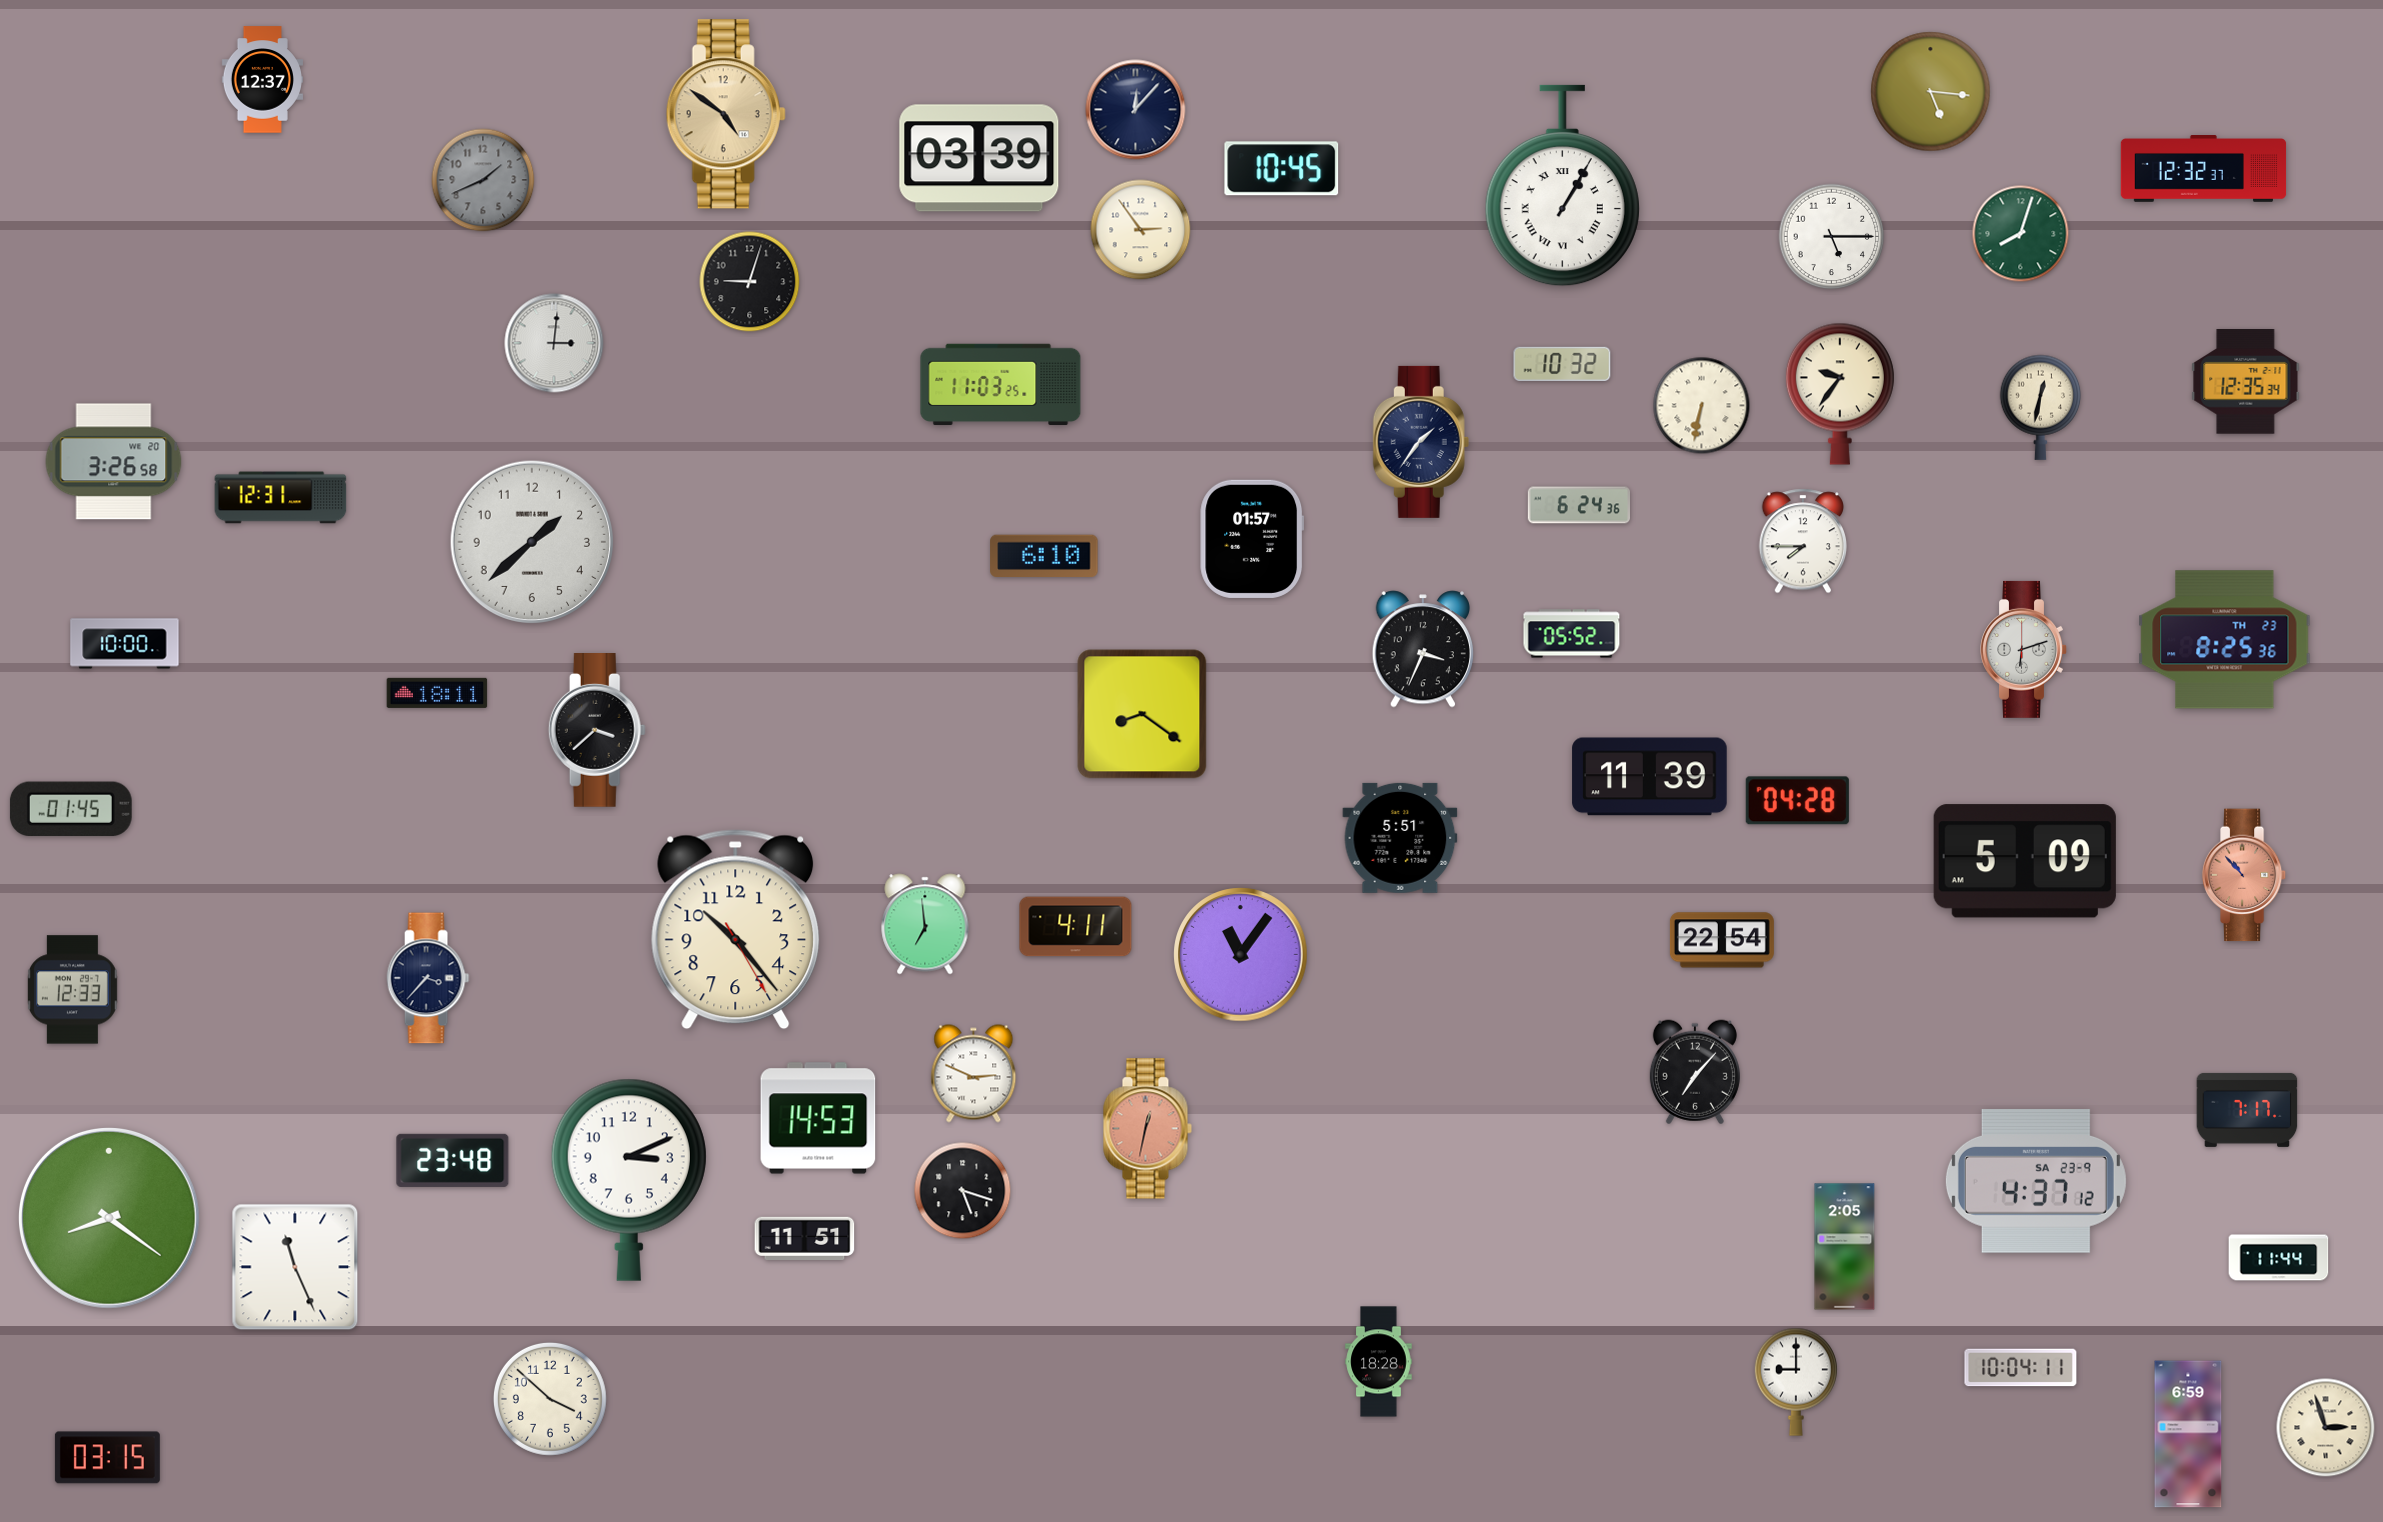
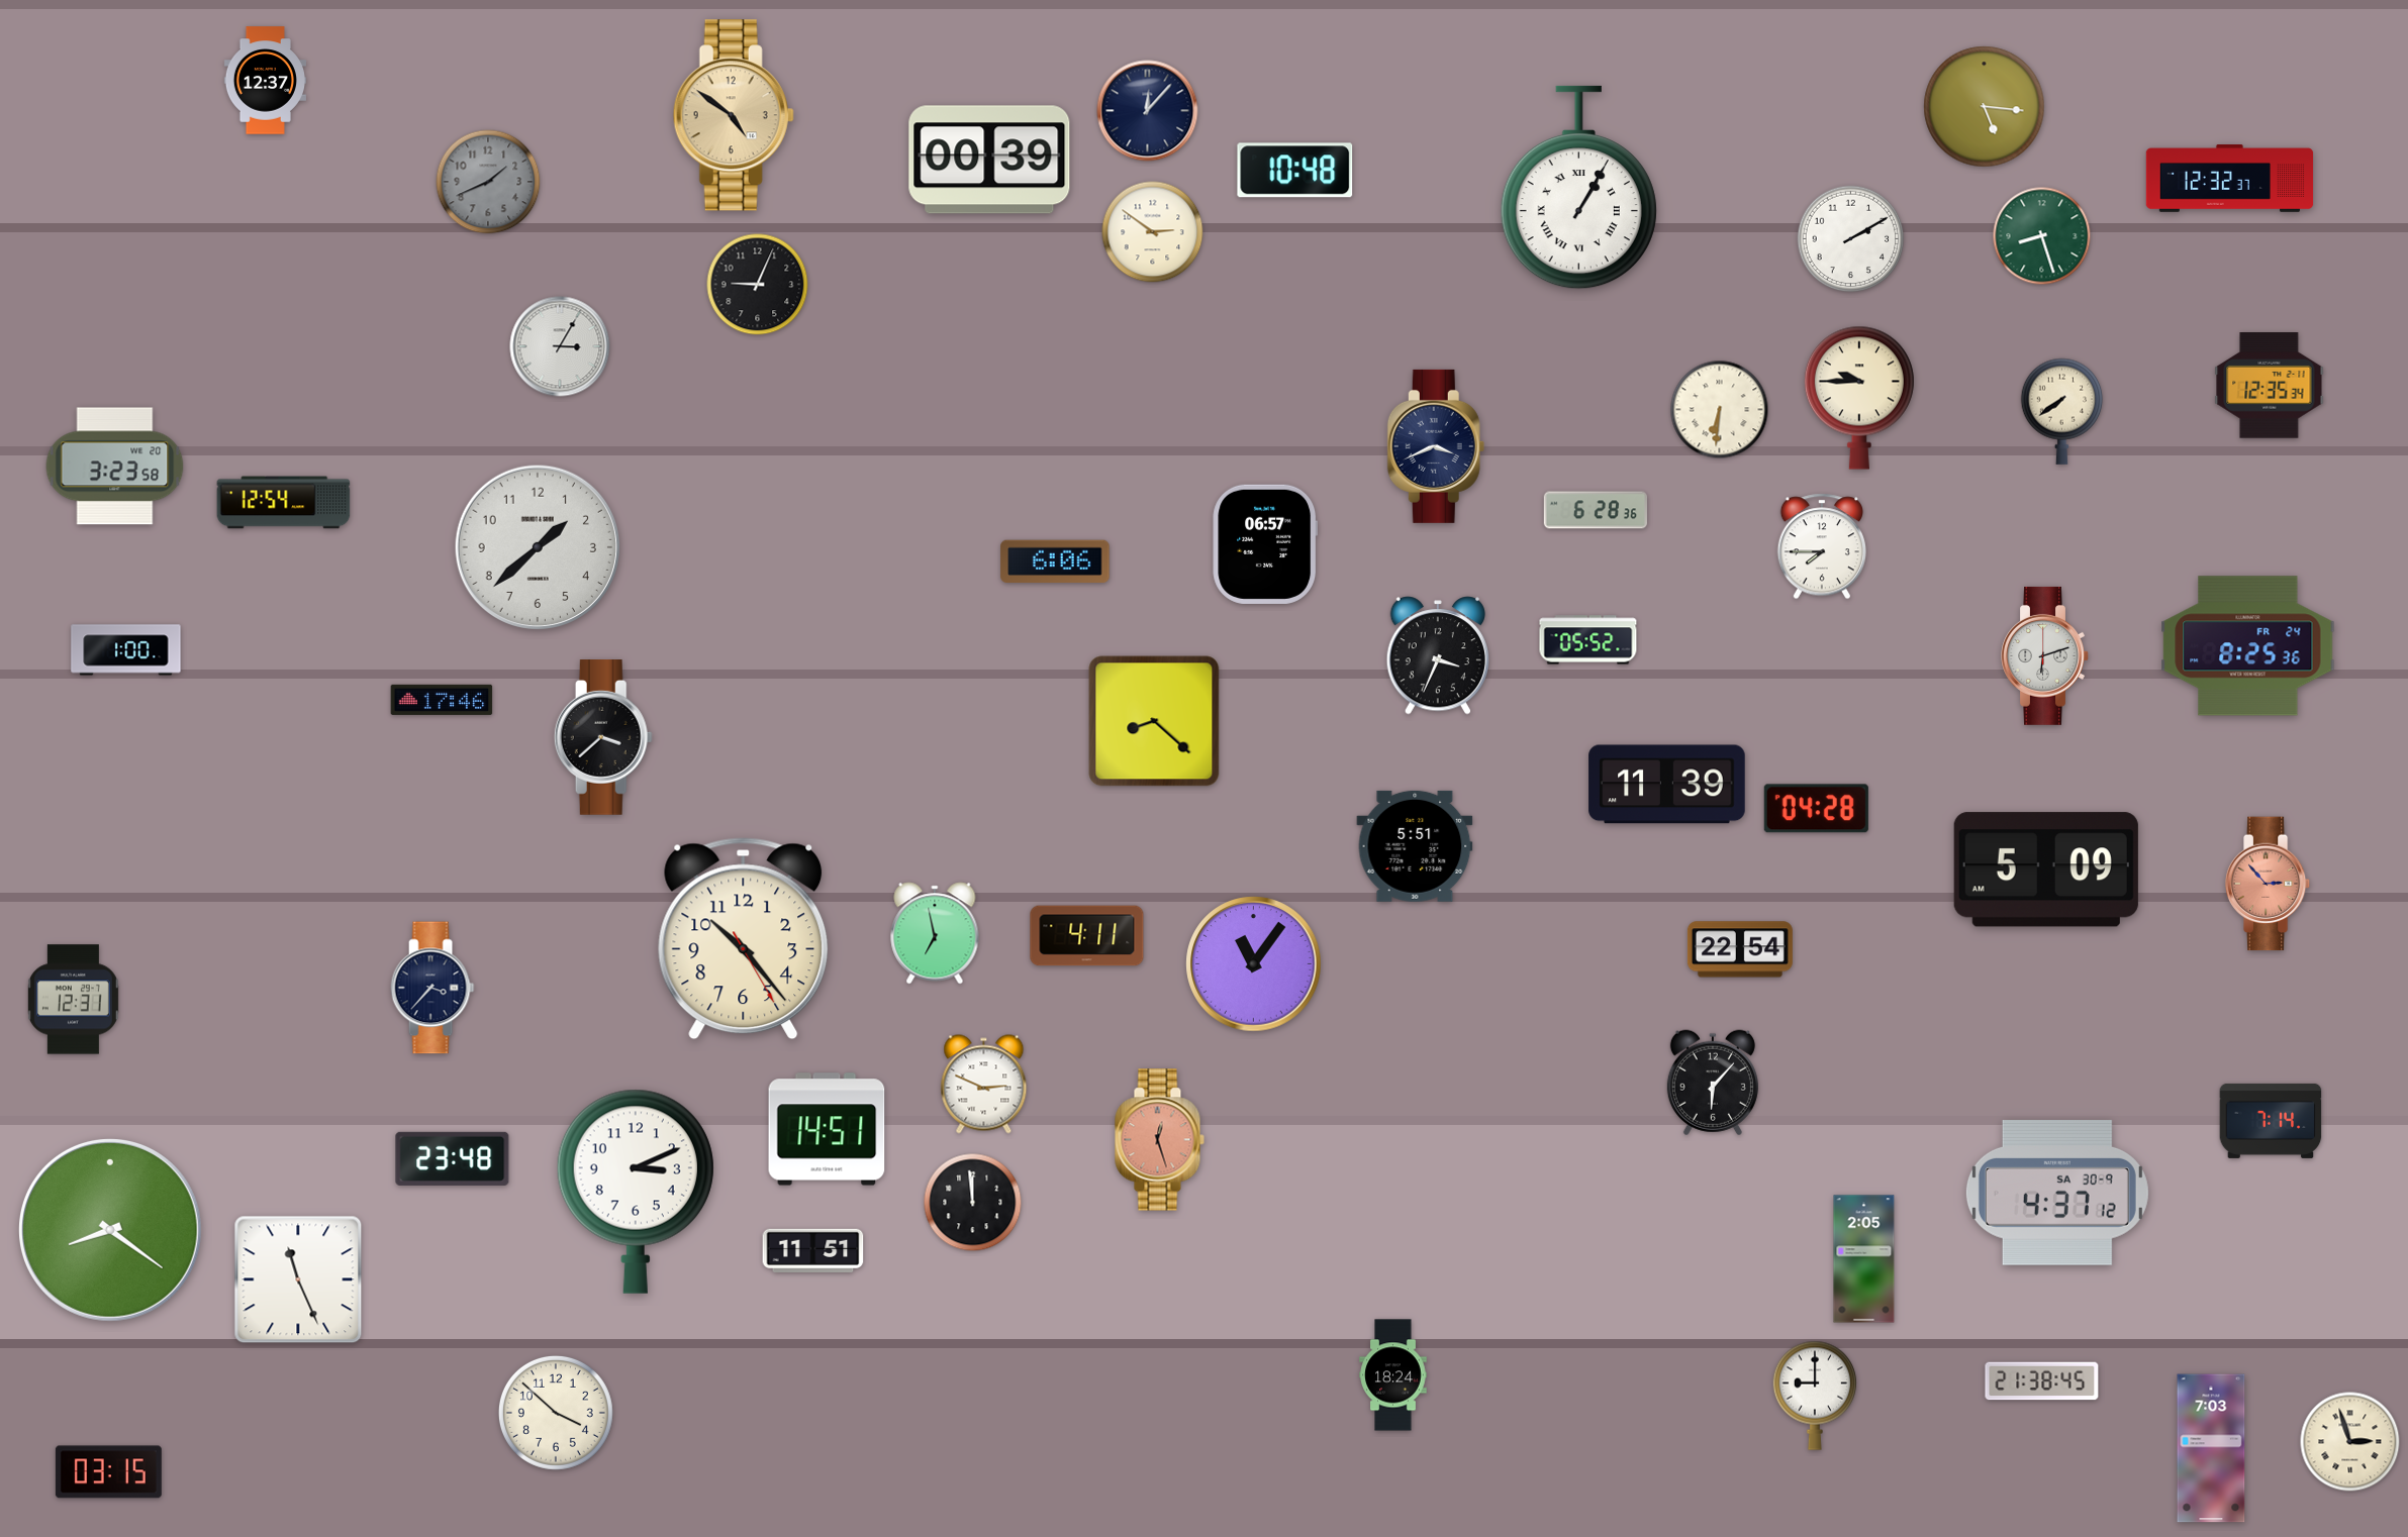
clock at (1931, 92) position: (1931, 92) -> (1985, 107)
clock at (979, 158): 03:39 -> 00:39
clock at (1282, 169): 10:45 -> 10:48
clock at (2204, 169) position: (2204, 169) -> (2230, 179)
clock at (1141, 230): 2:54 -> 2:51
clock at (2021, 234): 8:03 -> 8:27
clock at (1832, 237): 5:15 -> 2:10
clock at (750, 282): 9:03 -> 9:04
clock at (554, 343): 3:01 -> 3:05
clock at (1562, 363): 10:32 -> none
clock at (1001, 385): 11:03 -> none
clock at (1840, 394): 9:36 -> 9:45
clock at (1702, 406): 6:32 -> 6:31
clock at (2041, 407): 12:32 -> 7:39
clock at (1421, 442): 1:36 -> 3:41
clock at (114, 462): 3:26 -> 3:23
clock at (281, 498): 12:31 -> 12:54
clock at (1578, 505): 6:24 -> 6:28
clock at (1252, 539): 01:57 -> 06:57
clock at (1044, 556): 6:10 -> 6:06
clock at (2225, 640) date: TH 23 -> FR 24
clock at (125, 644): 10:00 -> 1:00
clock at (437, 693): 18:11 -> 17:46
clock at (1142, 714): 8:21 -> 8:22
clock at (71, 809): 01:45 -> none
clock at (2244, 875): 10:53 -> 2:53
clock at (925, 924): 6:59 -> 6:58
clock at (72, 990): 12:33 -> 12:31
clock at (1695, 1072): 7:07 -> 6:07
clock at (2247, 1110): 7:17 -> 7:14
clock at (818, 1118): 14:53 -> 14:51
clock at (1147, 1129): 12:32 -> 12:27
clock at (453, 1160) position: (453, 1160) -> (453, 1158)
clock at (2036, 1181) date: SA 23-9 -> SA 30-9
clock at (963, 1191): 5:18 -> 11:59
clock at (2279, 1258): 11:44 -> none
clock at (1379, 1362): 18:28 -> 18:24
clock at (2021, 1368): 10:04 -> 21:38
clock at (2188, 1434): 6:59 -> 7:03
